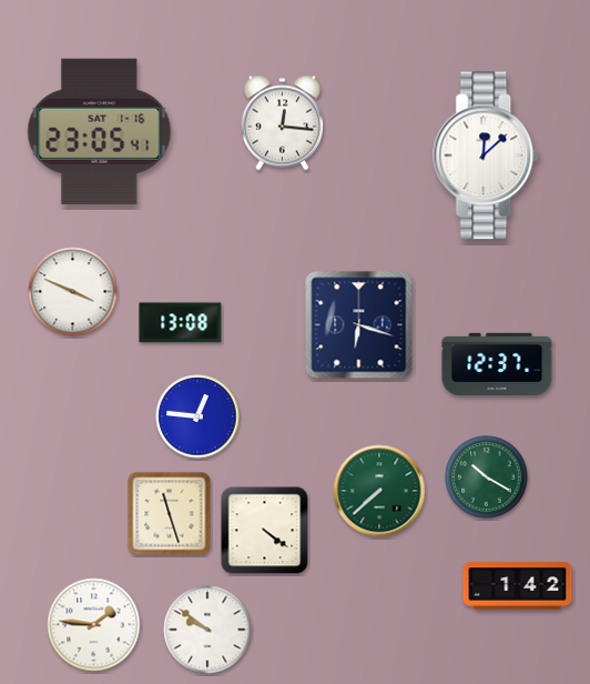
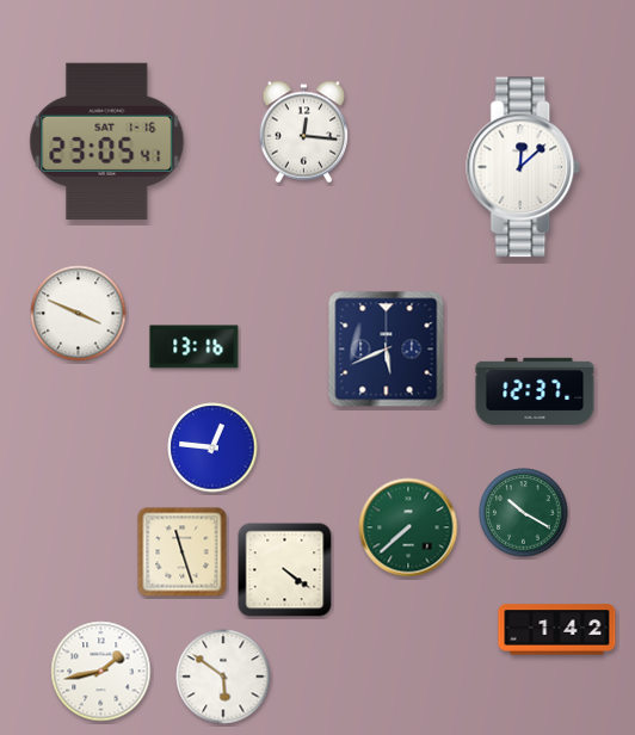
clock at (181, 323): 13:08 -> 13:16
clock at (359, 325): 6:18 -> 5:41
clock at (94, 625): 1:46 -> 1:43
clock at (207, 630): 9:51 -> 5:51
